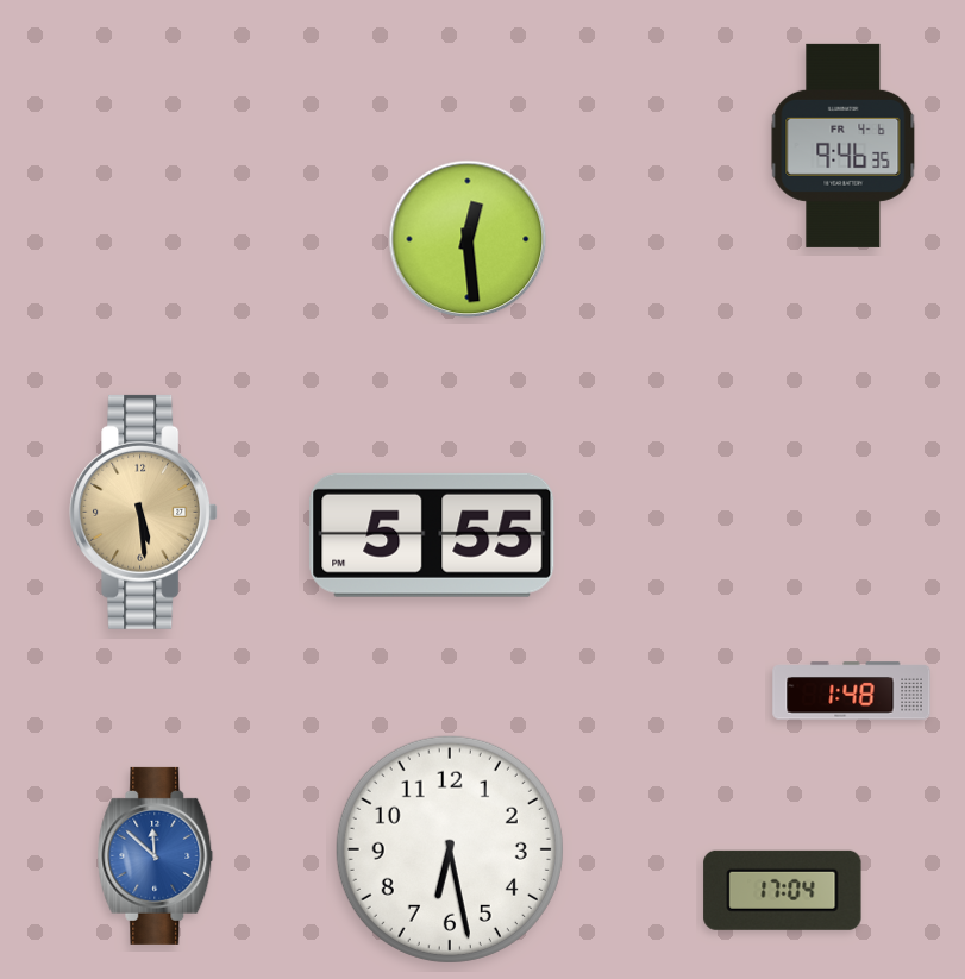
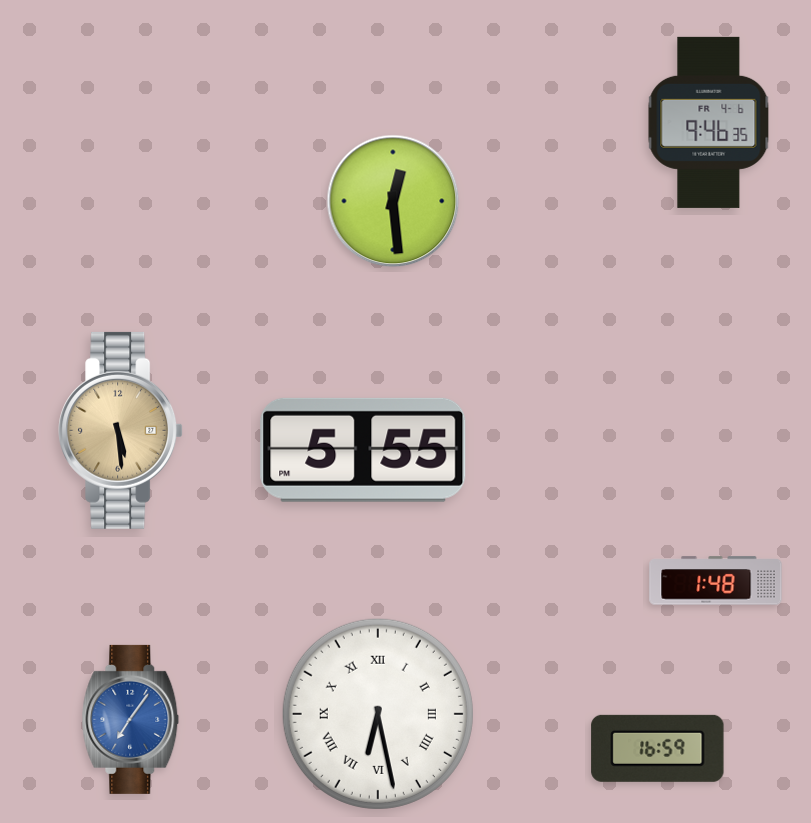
clock at (450, 849) numerals: Arabic -> Roman
clock at (156, 855): 11:52 -> 7:06
clock at (783, 890): 17:04 -> 16:59
